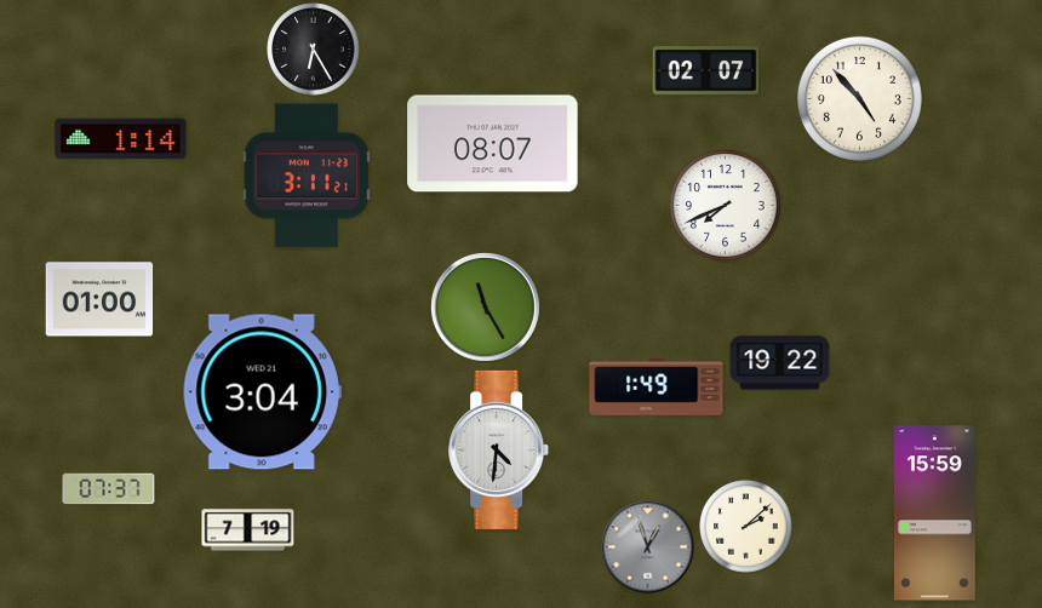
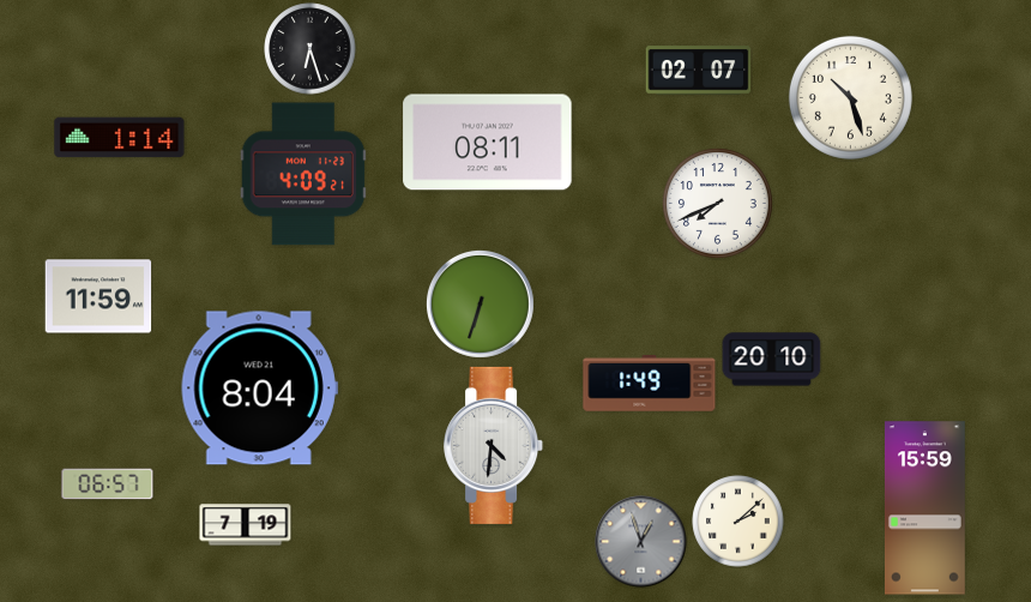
clock at (314, 50): 6:25 -> 6:27
clock at (859, 98): 4:53 -> 10:27
clock at (493, 144): 08:07 -> 08:11
clock at (307, 176): 3:11 -> 4:09
clock at (99, 299): 01:00 -> 11:59
clock at (485, 306): 11:25 -> 6:33
clock at (780, 363): 19:22 -> 20:10
clock at (262, 392): 3:04 -> 8:04
clock at (109, 489): 07:37 -> 06:57
